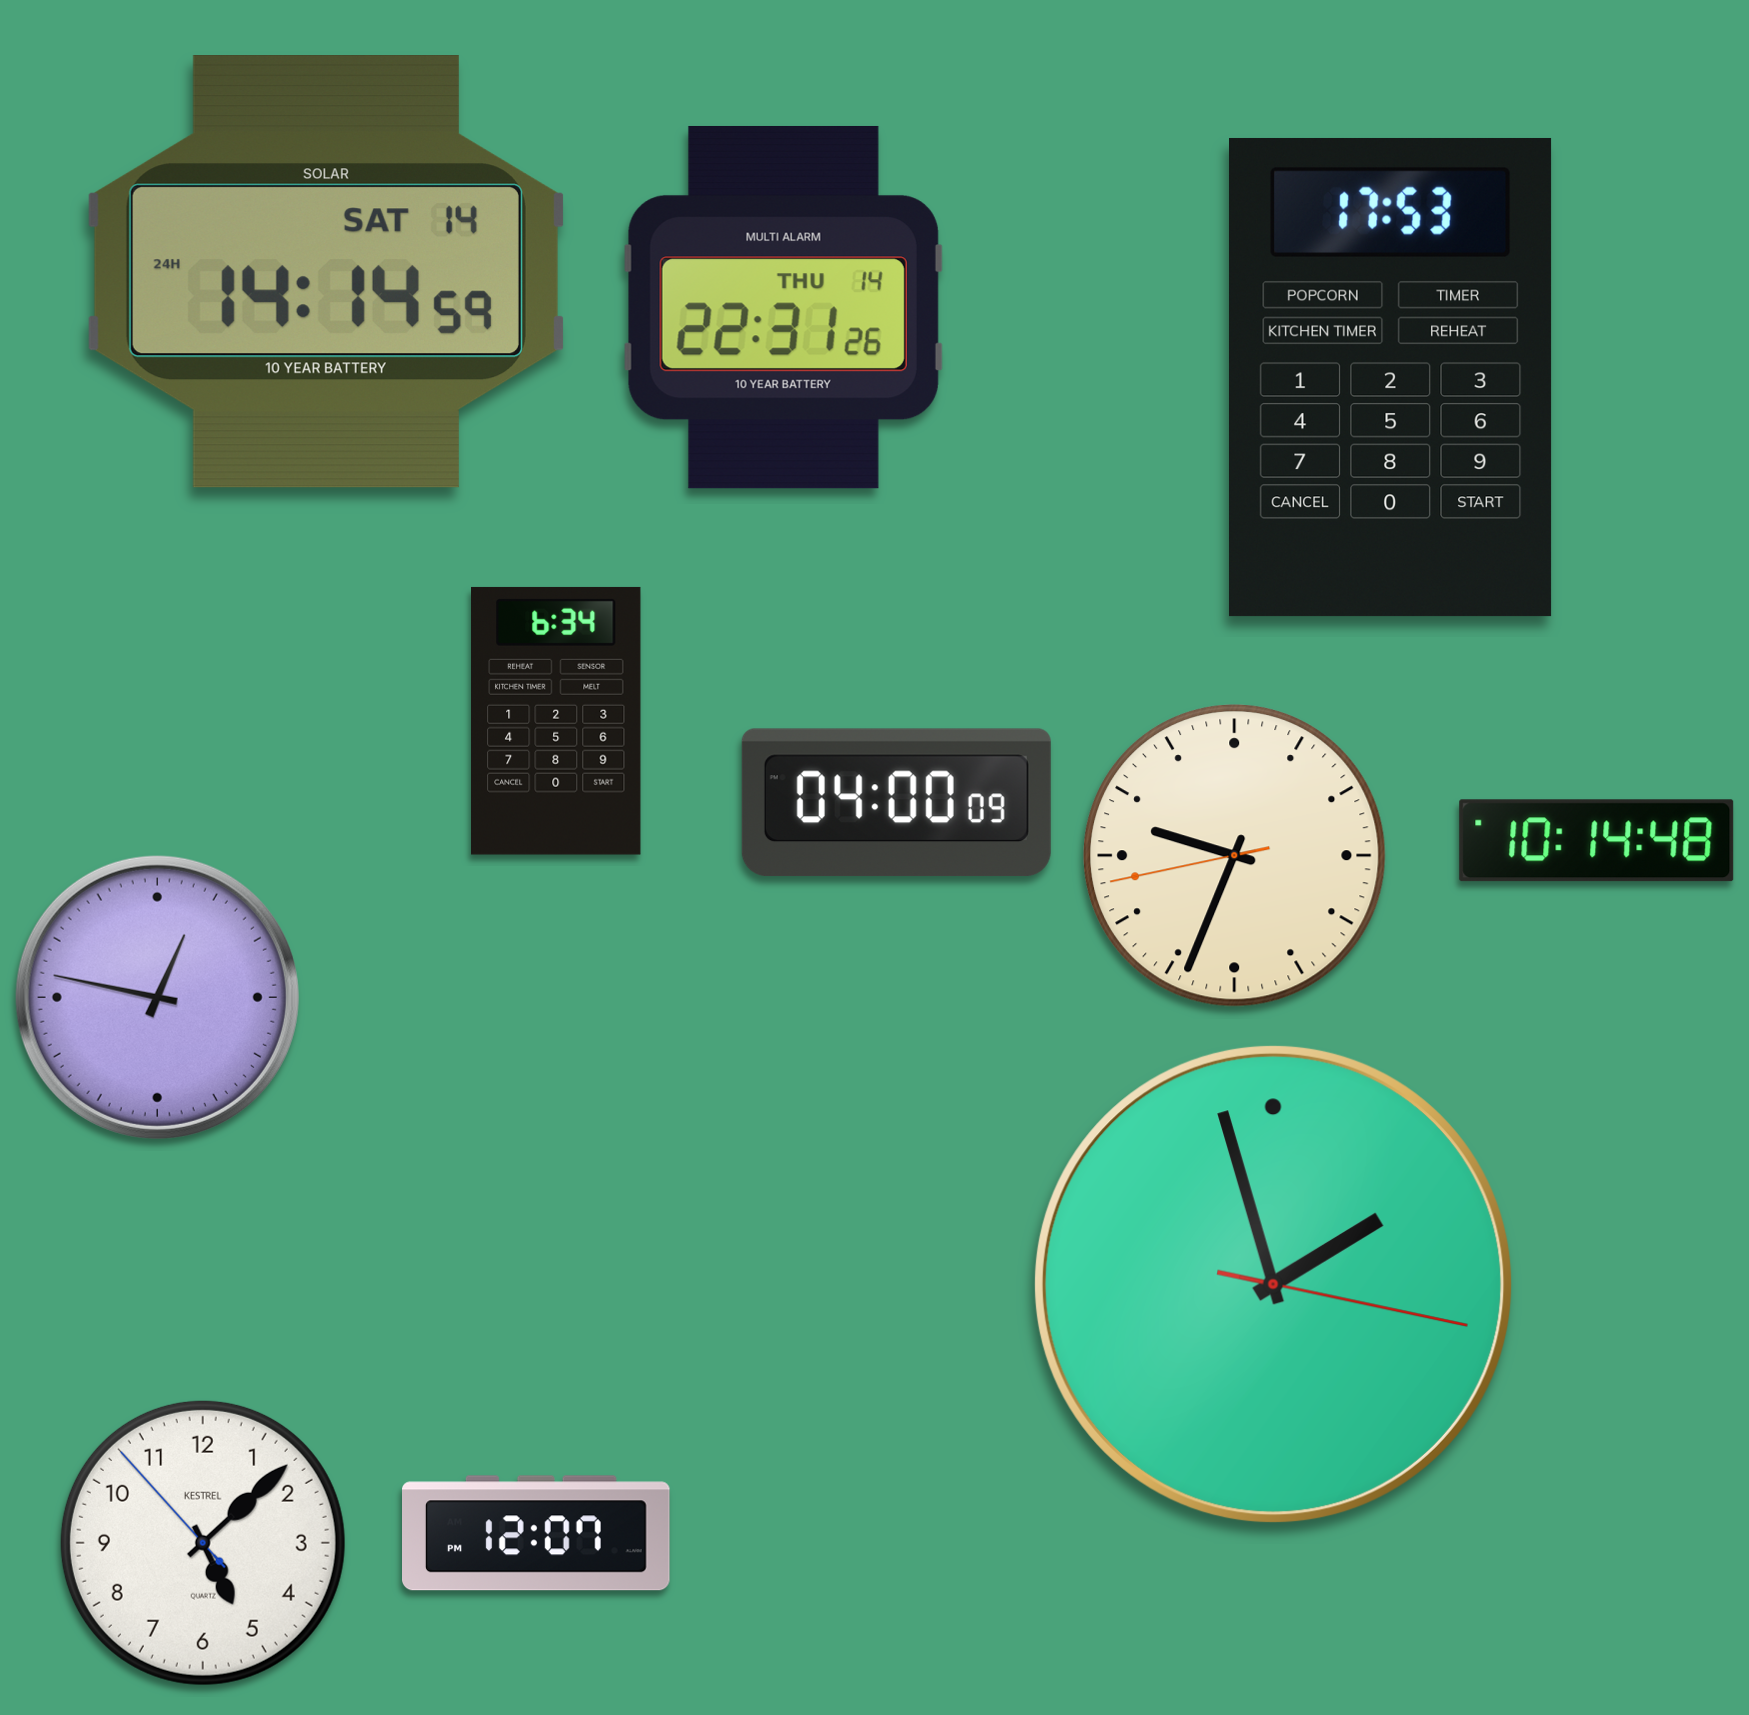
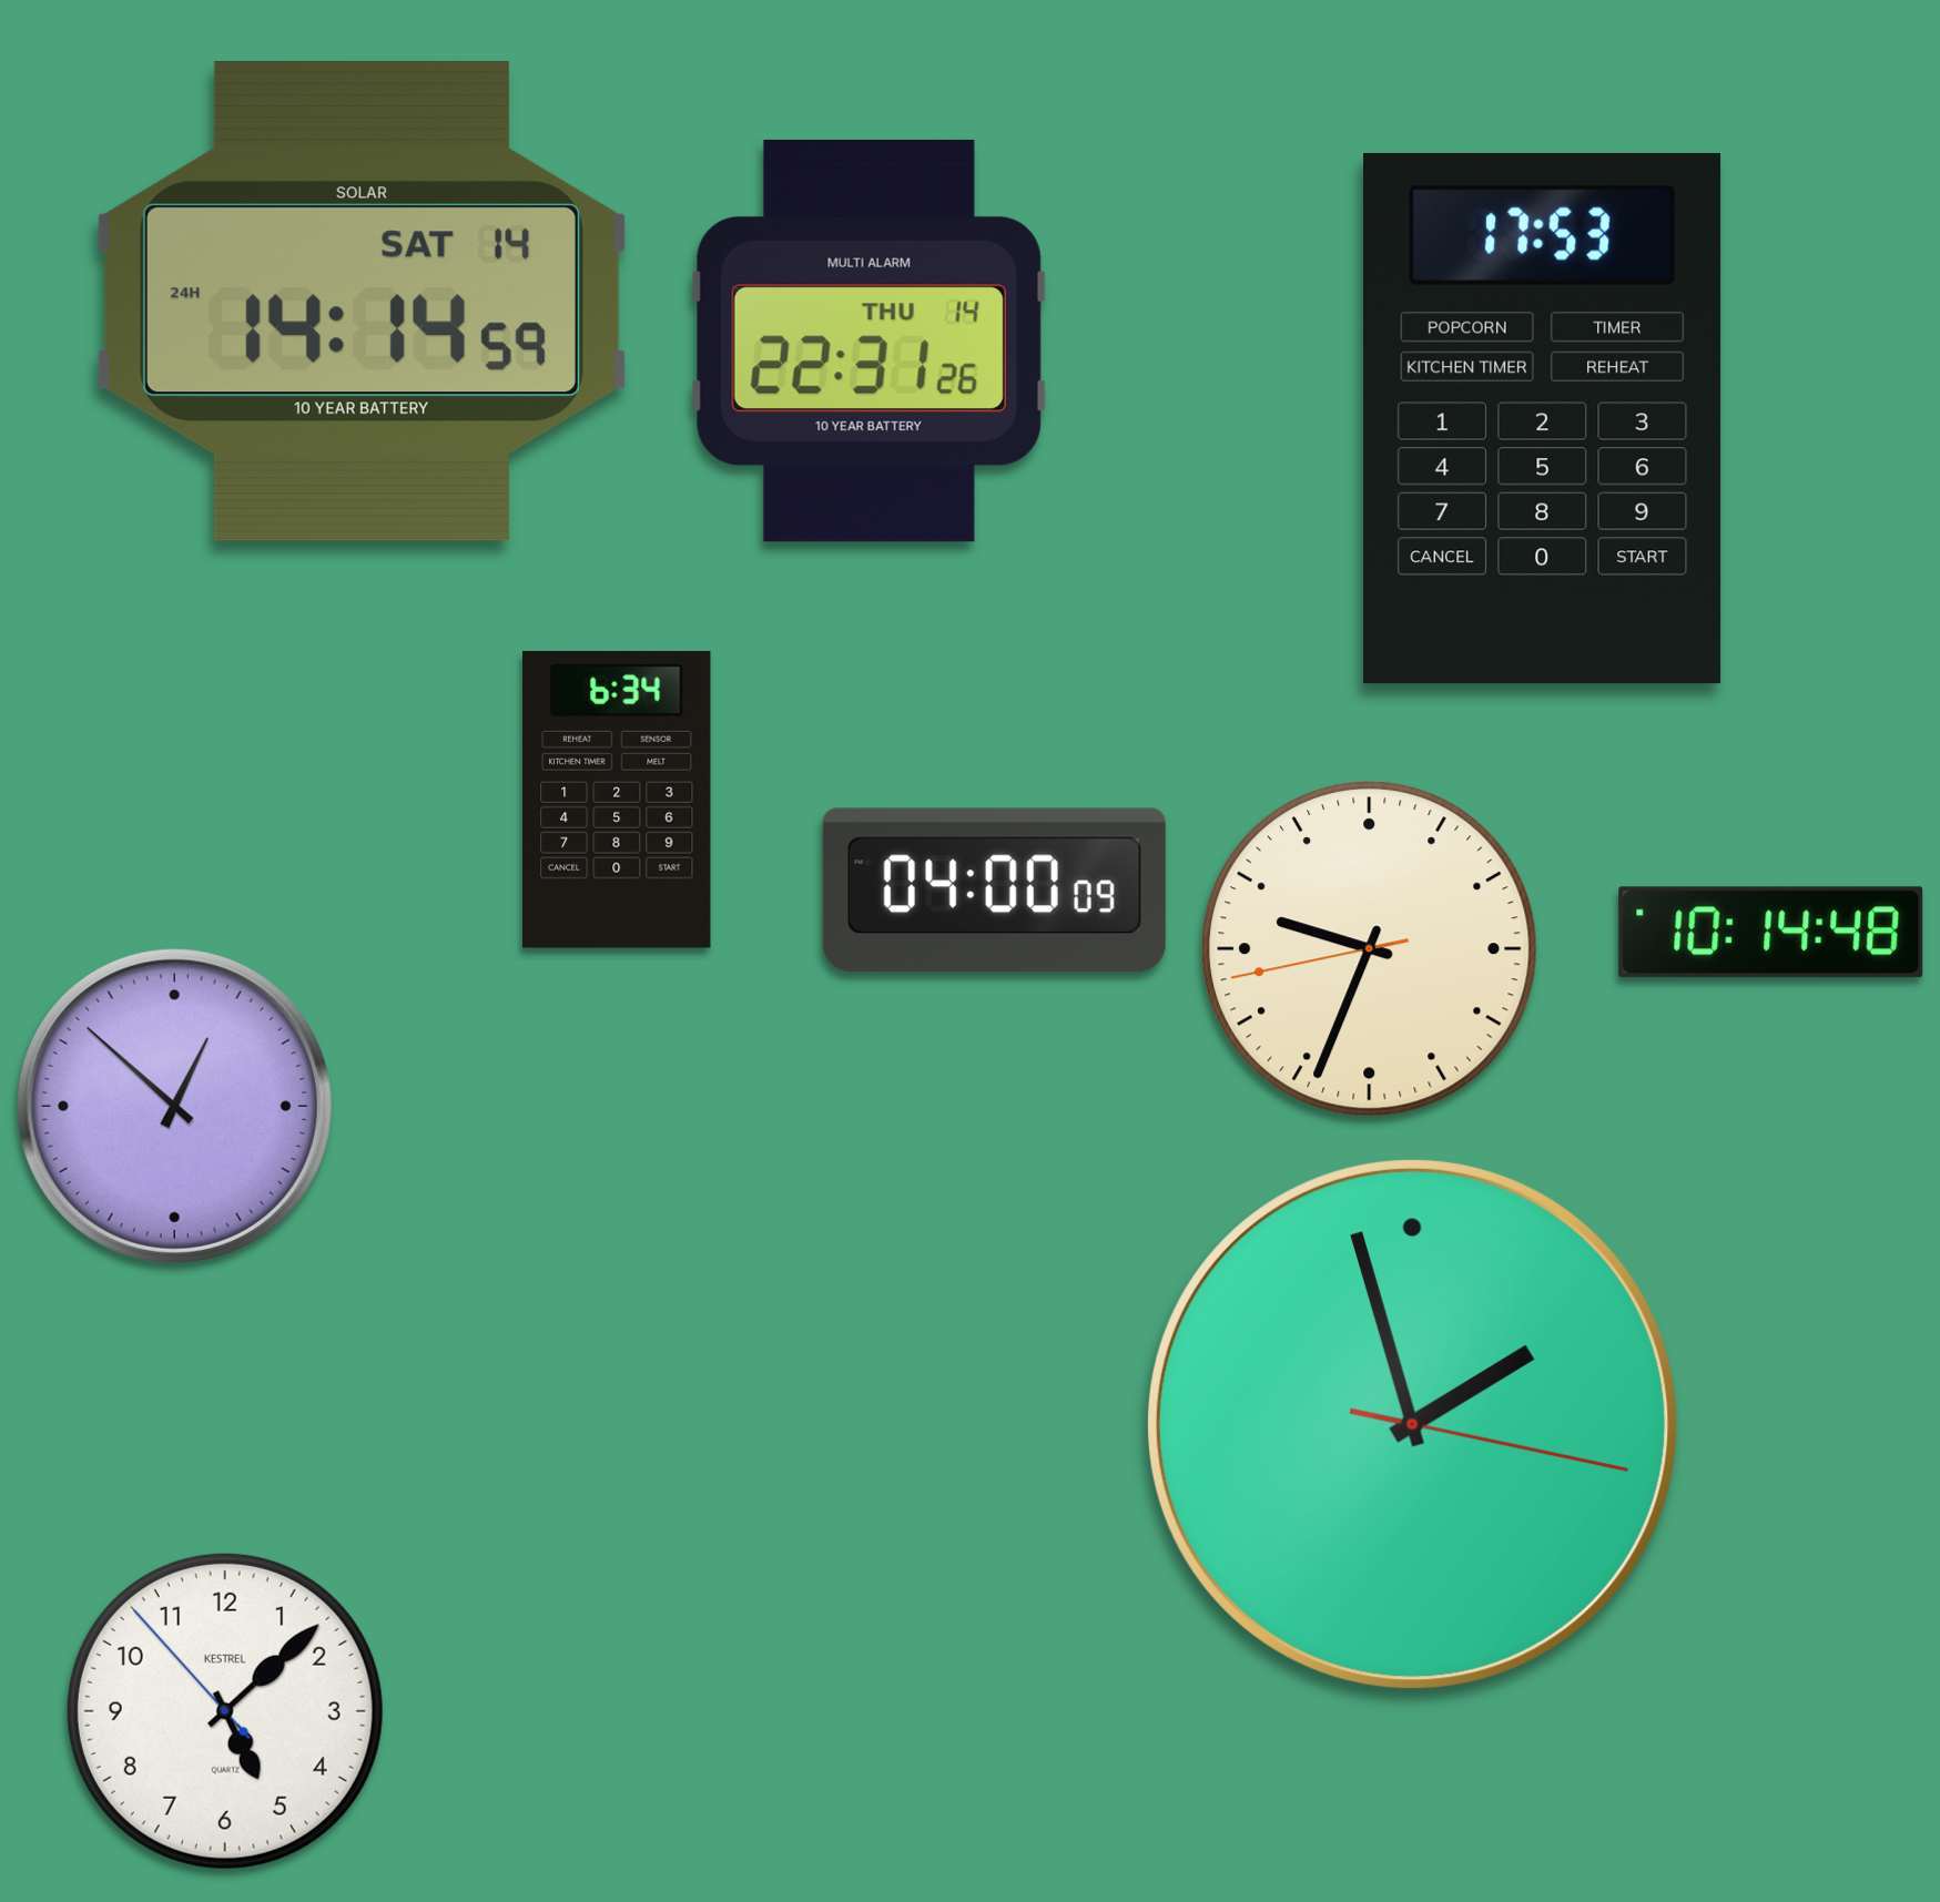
clock at (157, 997): 12:47 -> 12:52
clock at (537, 1533): 12:07 -> none
